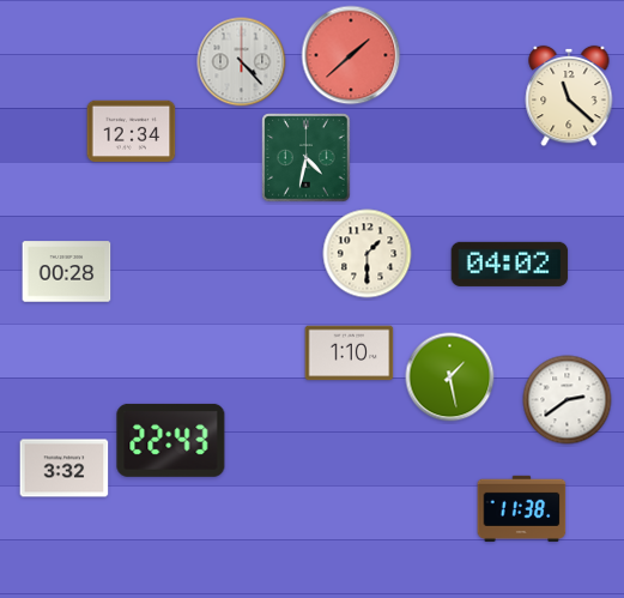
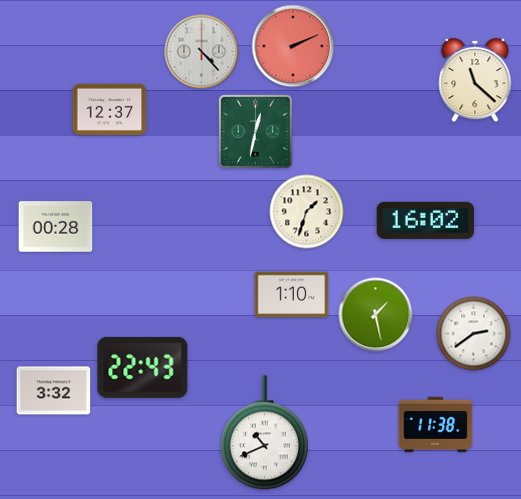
clock at (351, 55): 1:38 -> 2:11
clock at (132, 132): 12:34 -> 12:37
clock at (307, 158): 4:32 -> 12:32
clock at (368, 254): 1:30 -> 1:33
clock at (510, 264): 04:02 -> 16:02
clock at (264, 433): none -> 10:41
